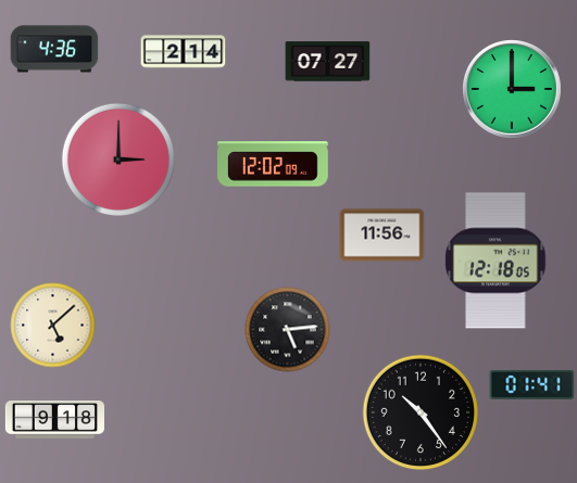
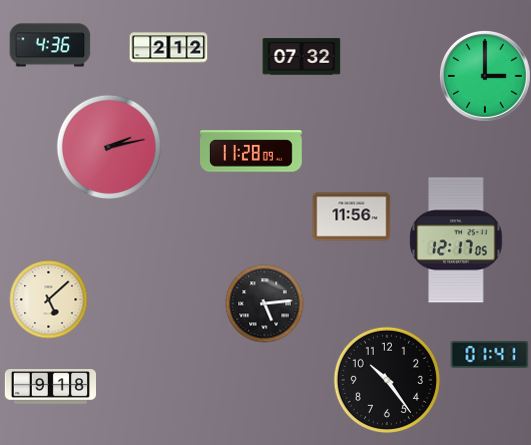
clock at (183, 52): 2:14 -> 2:12
clock at (327, 62): 07:27 -> 07:32
clock at (512, 89) position: (512, 89) -> (485, 76)
clock at (117, 158): 3:00 -> 2:13
clock at (274, 164): 12:02 -> 11:28
clock at (496, 260): 12:18 -> 12:17
